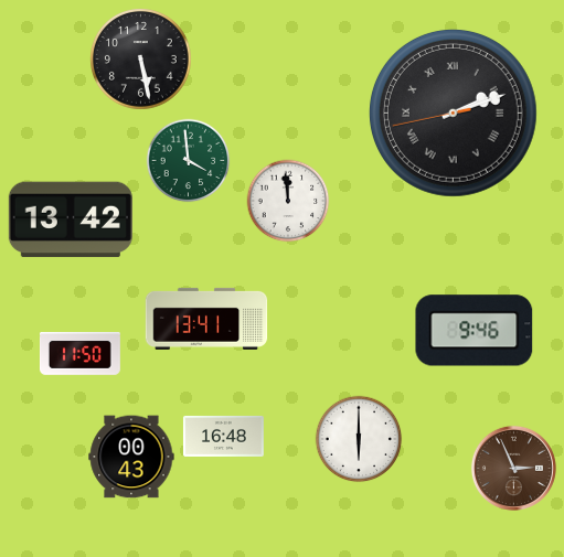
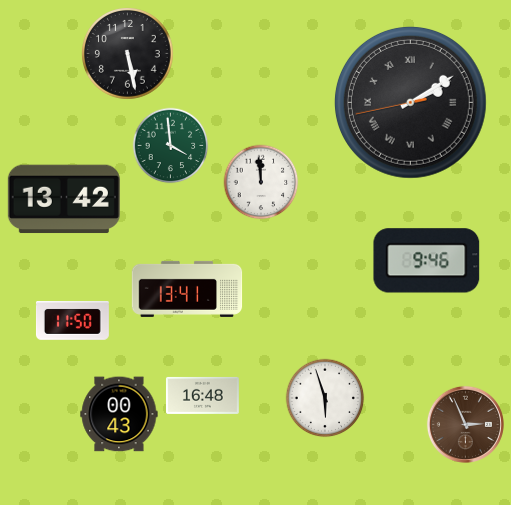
clock at (453, 113): 2:11 -> 2:09
clock at (475, 331) position: (475, 331) -> (427, 261)
clock at (359, 439): 6:00 -> 5:57
